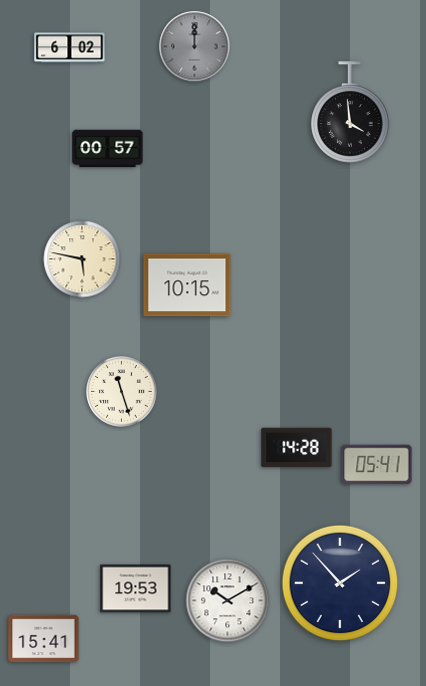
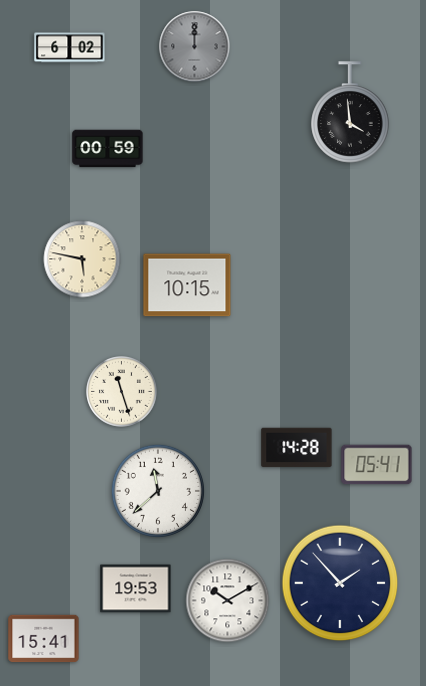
clock at (108, 149): 00:57 -> 00:59
clock at (158, 491): none -> 11:38
